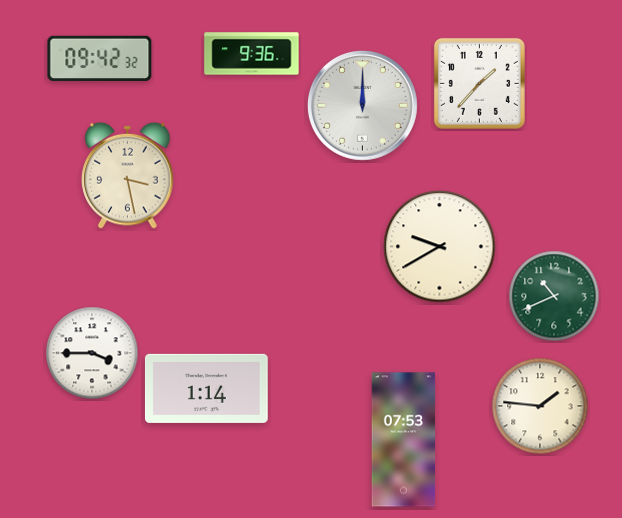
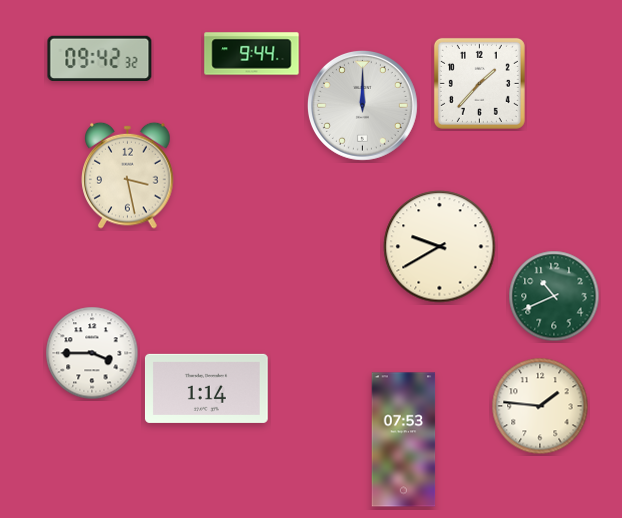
clock at (252, 54): 9:36 -> 9:44
